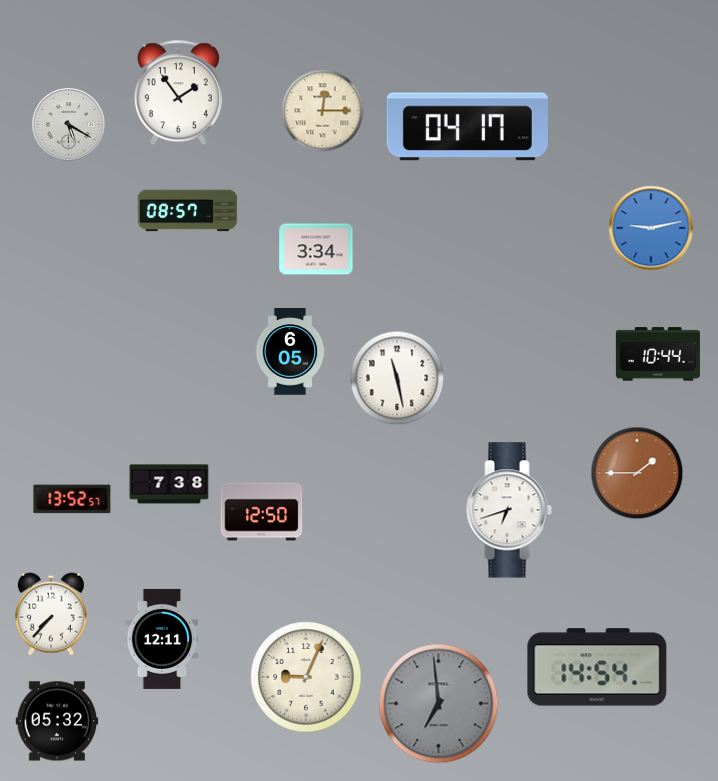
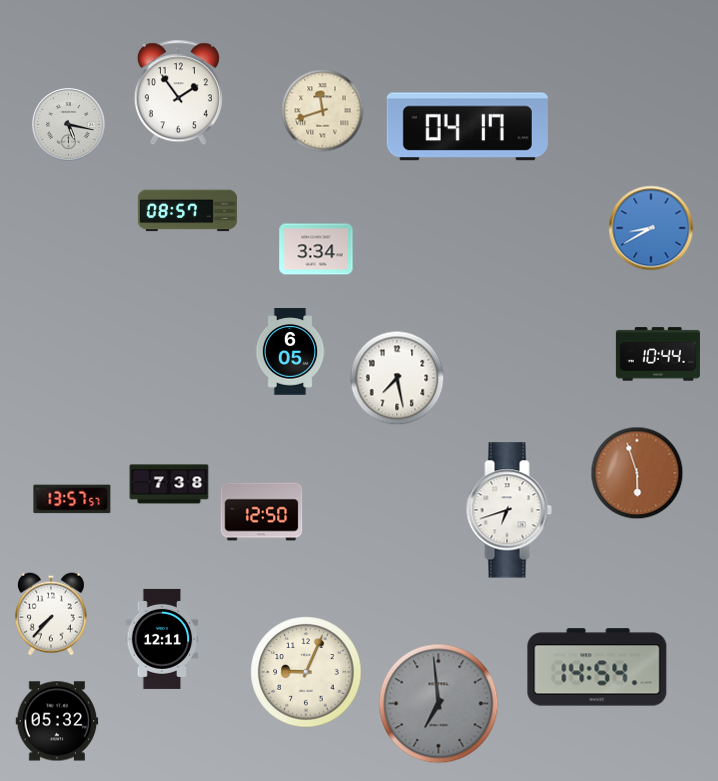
clock at (323, 111): 12:15 -> 11:42
clock at (69, 125): 5:20 -> 5:17
clock at (651, 228): 9:13 -> 8:40
clock at (397, 378): 11:28 -> 7:28
clock at (637, 473): 1:45 -> 5:57
clock at (72, 499): 13:52 -> 13:57
clock at (306, 677) position: (306, 677) -> (306, 672)
